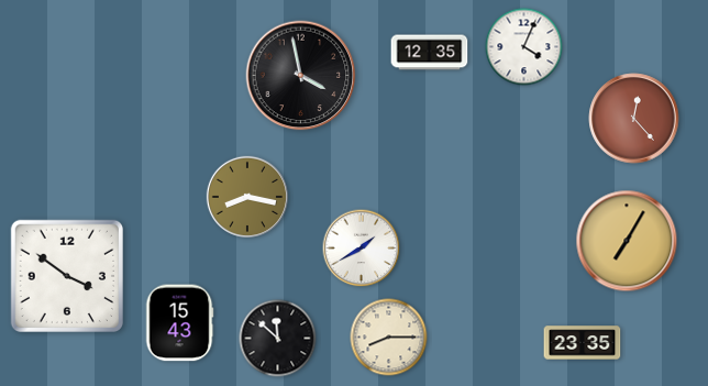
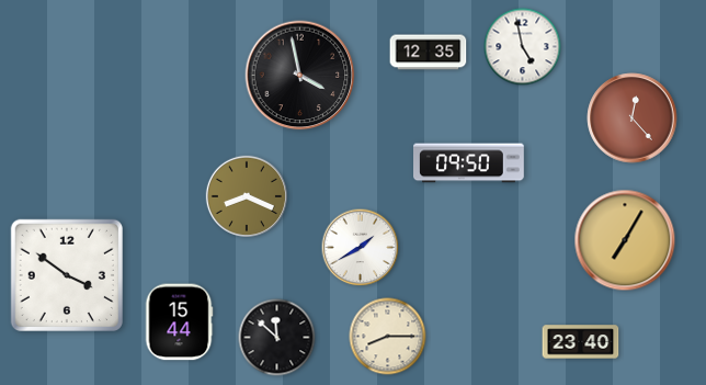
clock at (524, 47): 4:04 -> 4:58
clock at (469, 163): none -> 09:50
clock at (246, 196): 8:17 -> 8:19
clock at (179, 323): 15:43 -> 15:44
clock at (583, 343): 23:35 -> 23:40
